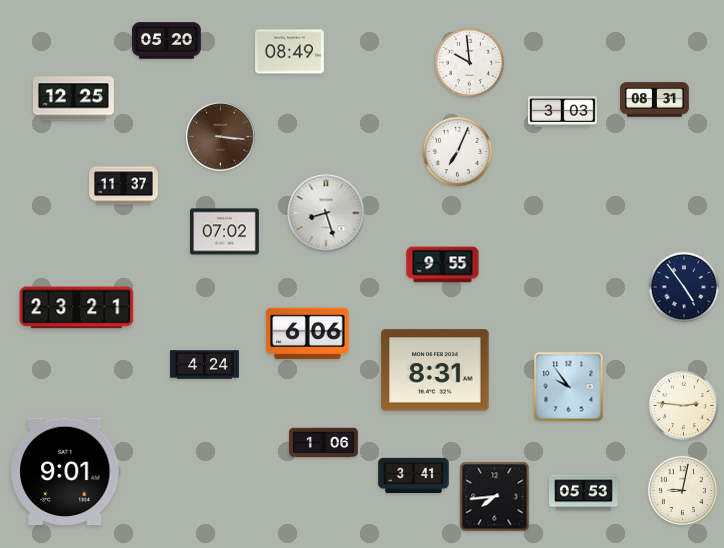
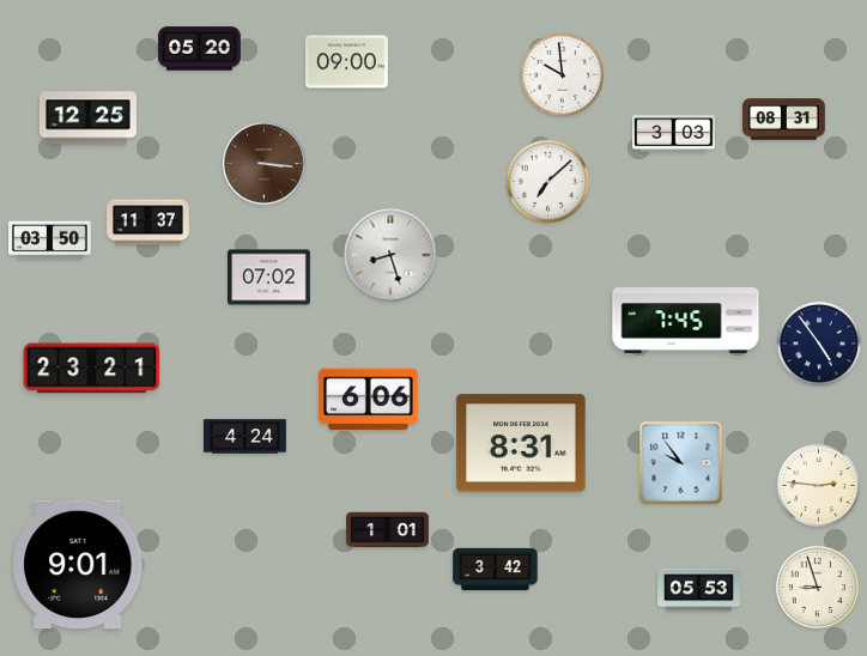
clock at (290, 52): 08:49 -> 09:00
clock at (457, 151): 7:04 -> 7:08
clock at (50, 241): none -> 03:50
clock at (443, 265): 9:55 -> none
clock at (686, 320): none -> 7:45
clock at (324, 443): 1:06 -> 1:01
clock at (414, 476): 3:41 -> 3:42
clock at (682, 490): 9:02 -> 8:57
clock at (495, 497): 7:44 -> none
